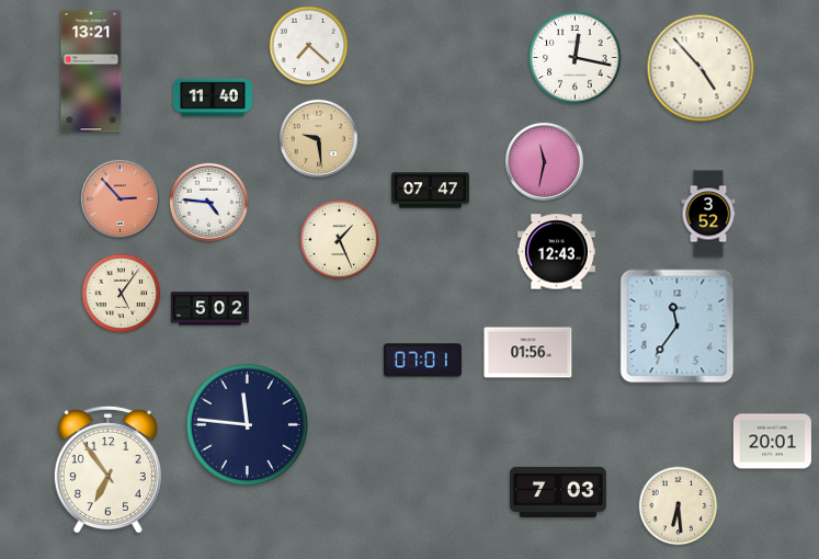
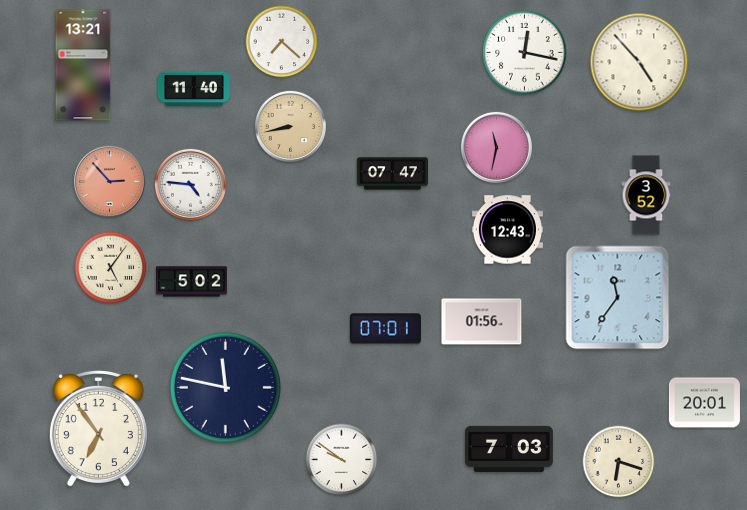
clock at (318, 138): 9:29 -> 8:43
clock at (340, 240): 1:26 -> none
clock at (247, 424): 11:46 -> 11:47
clock at (342, 460): none -> 9:51
clock at (679, 506): 6:29 -> 6:18
